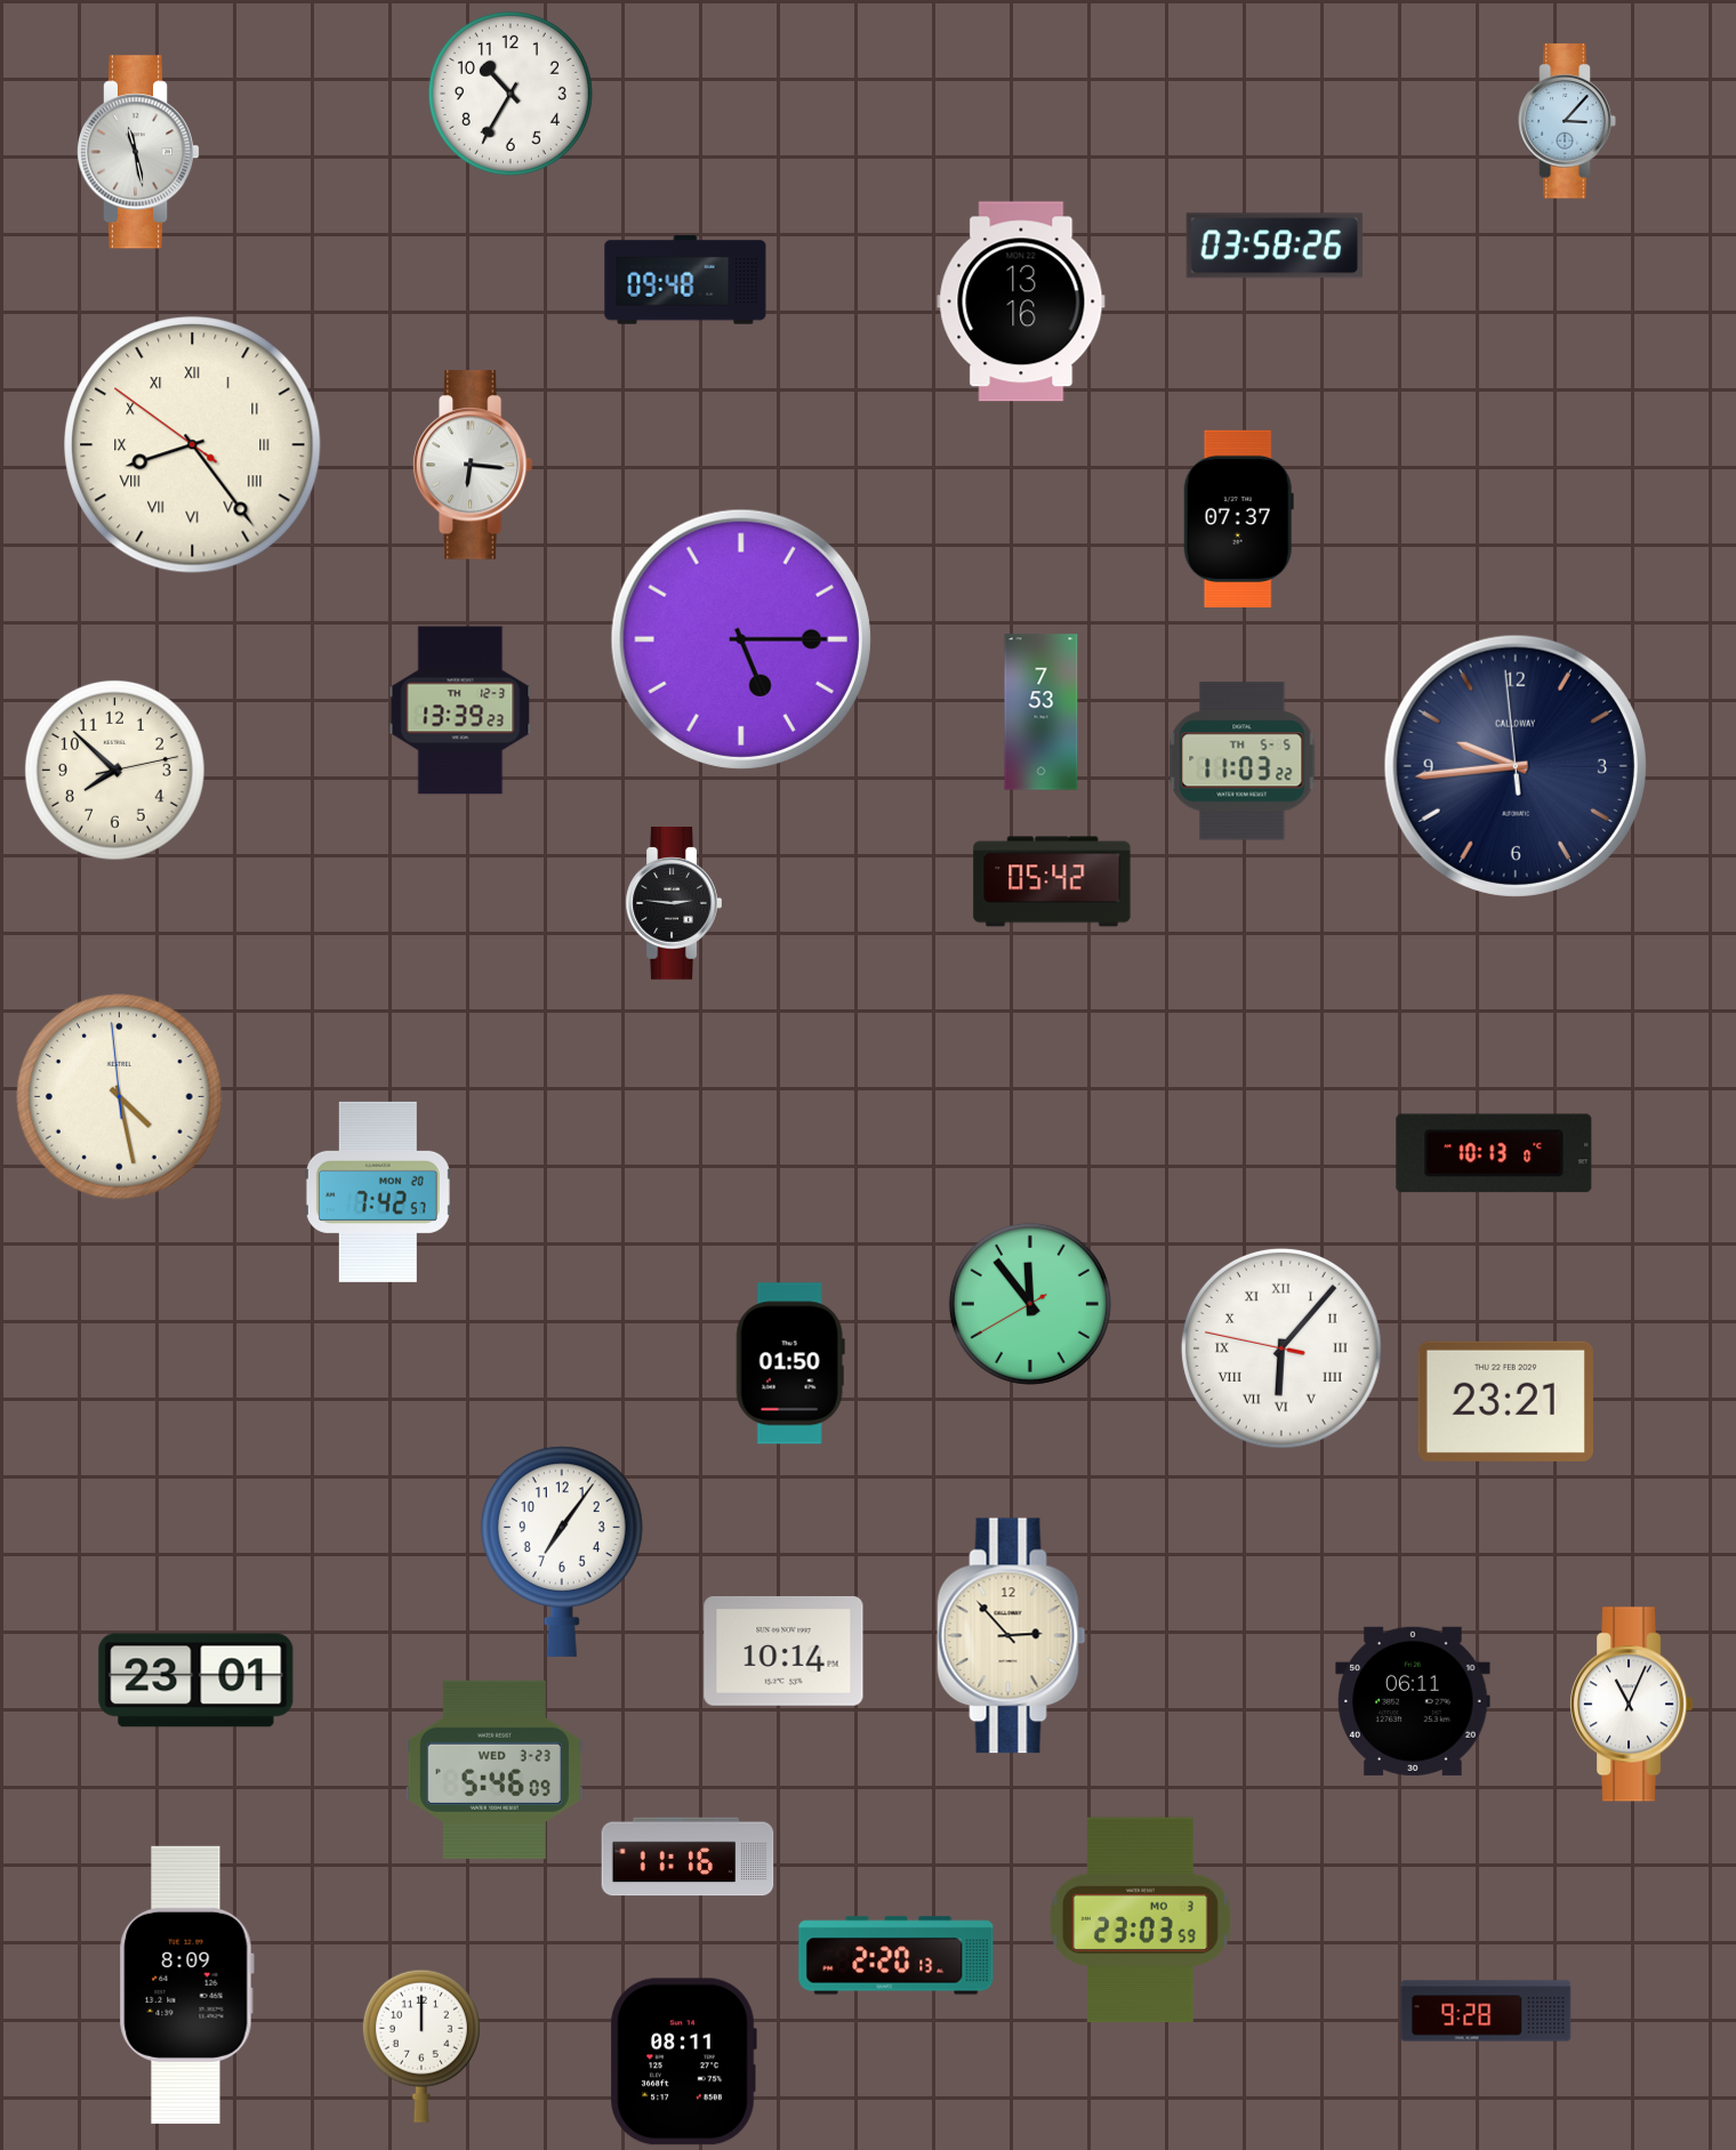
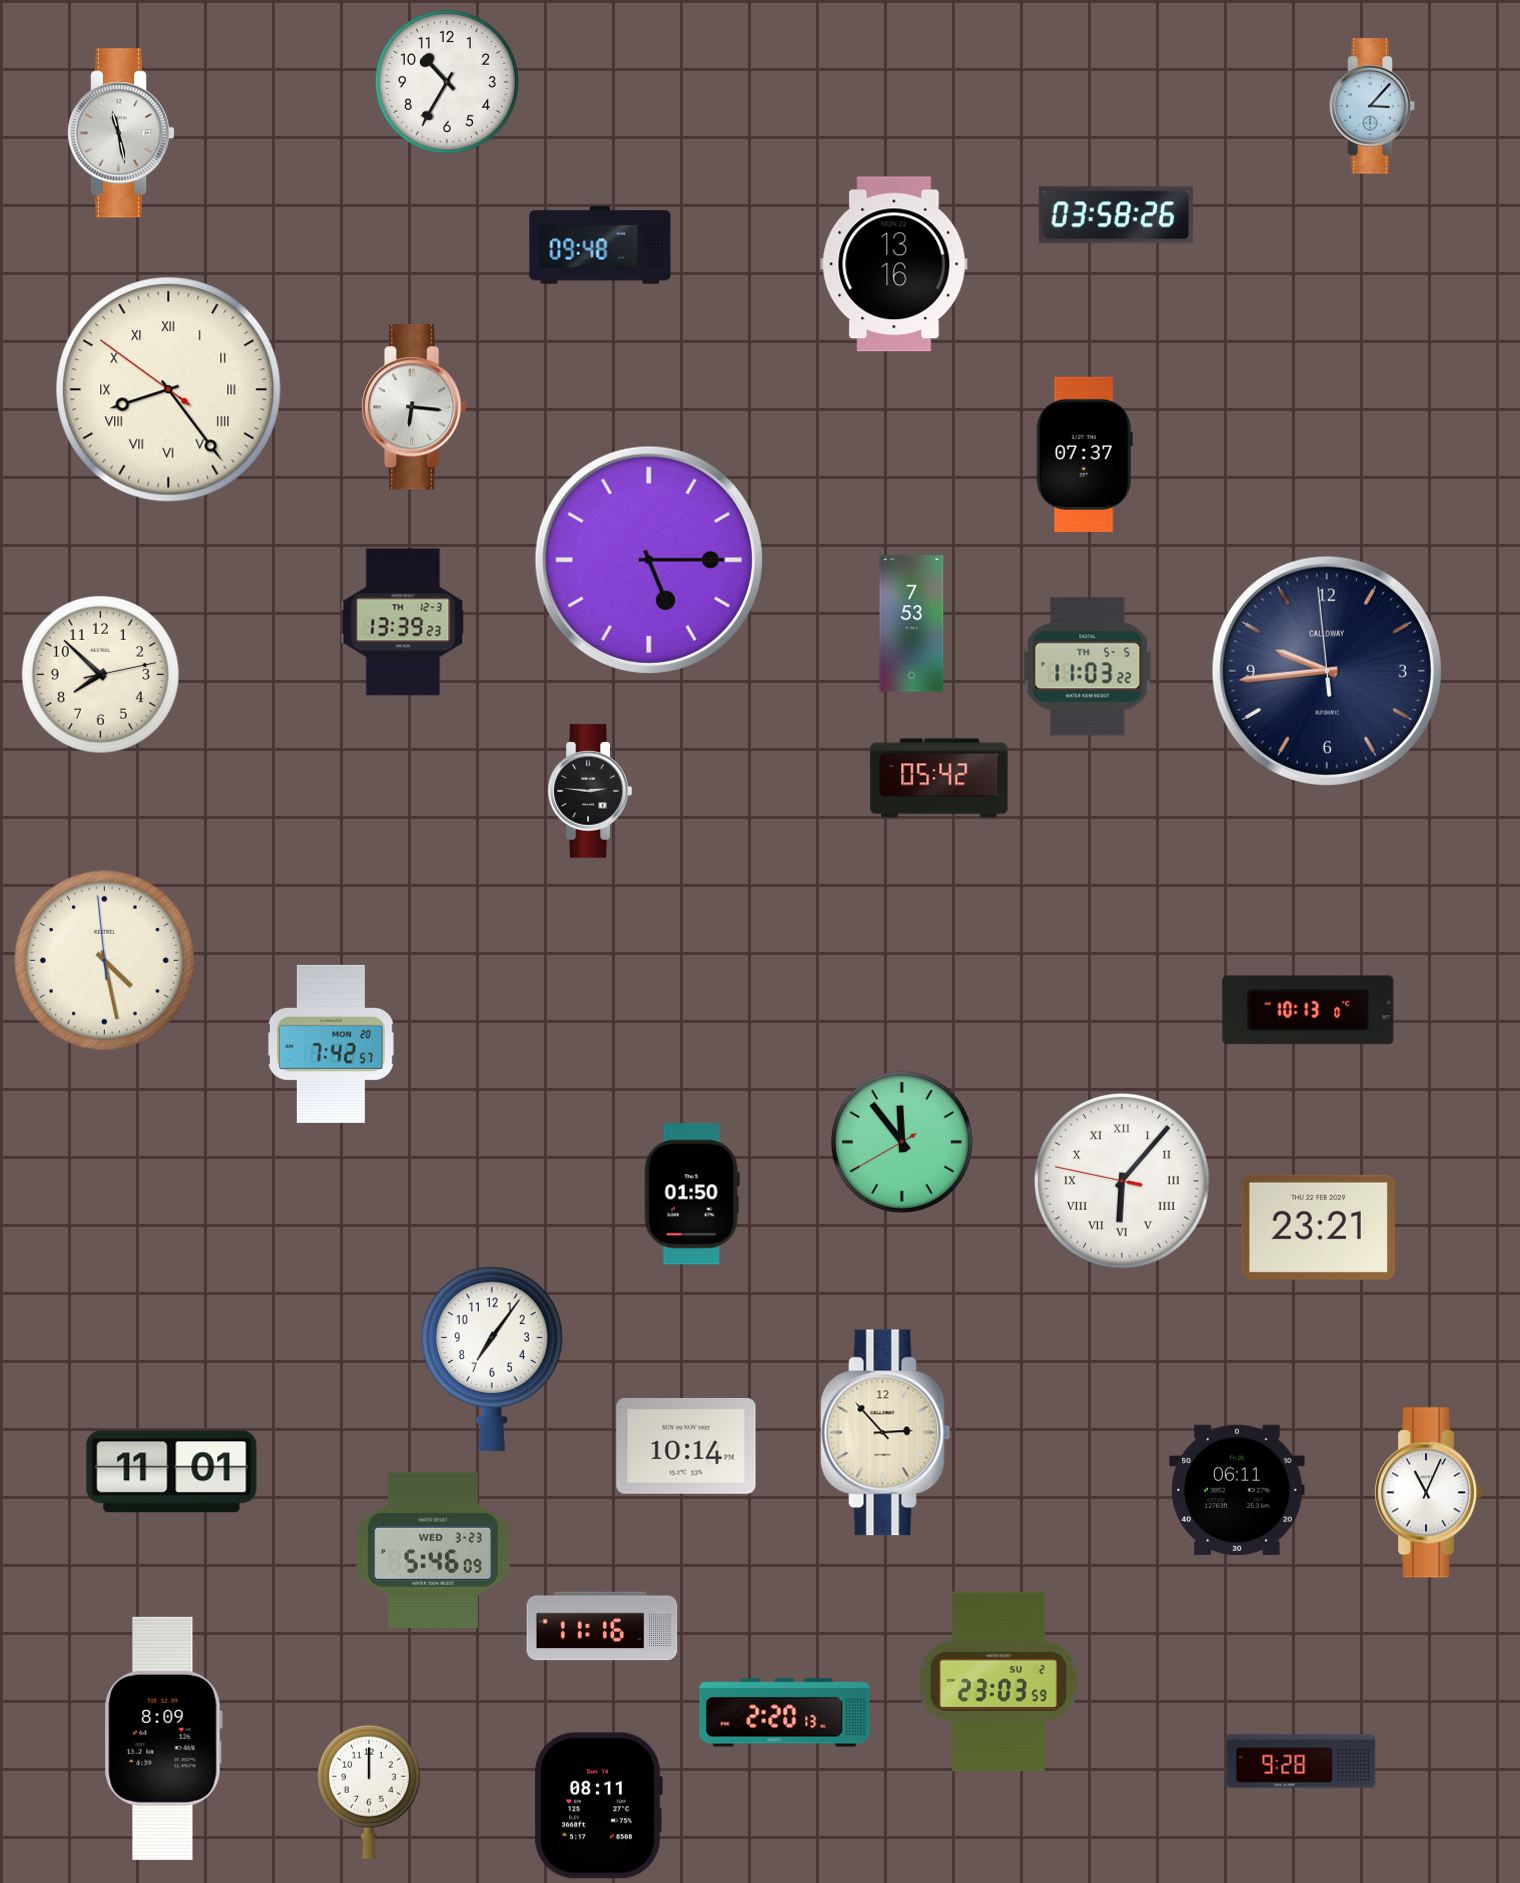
clock at (1052, 881) position: (1052, 881) -> (939, 778)
clock at (196, 1681): 23:01 -> 11:01
clock at (1140, 1920) date: MO 3 -> SU 2
